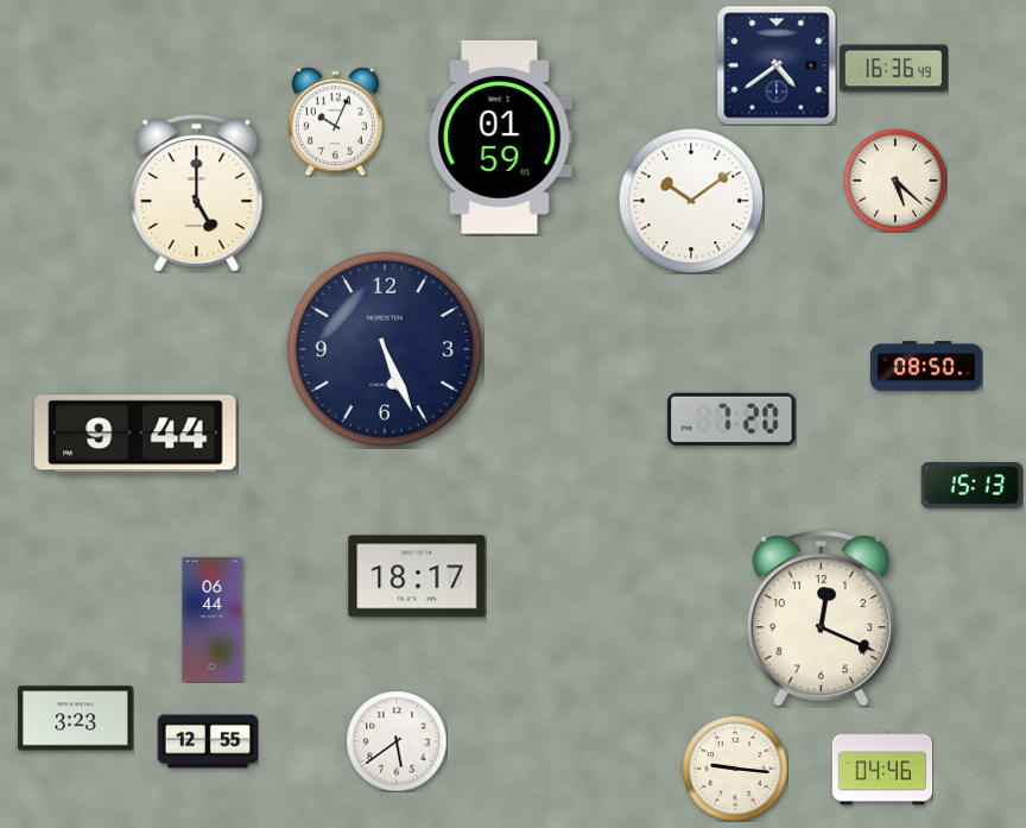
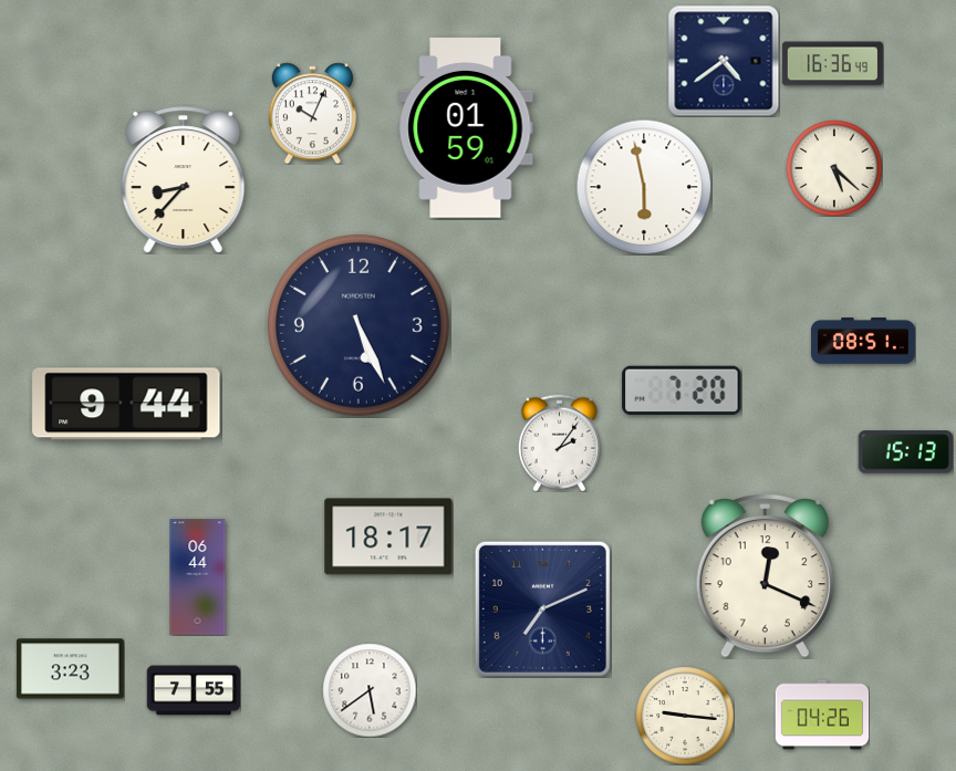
clock at (197, 194): 5:00 -> 8:37
clock at (691, 201): 10:09 -> 5:58
clock at (926, 366): 08:50 -> 08:51
clock at (559, 442): none -> 2:06
clock at (542, 608): none -> 7:11
clock at (208, 741): 12:55 -> 7:55
clock at (882, 767): 04:46 -> 04:26
